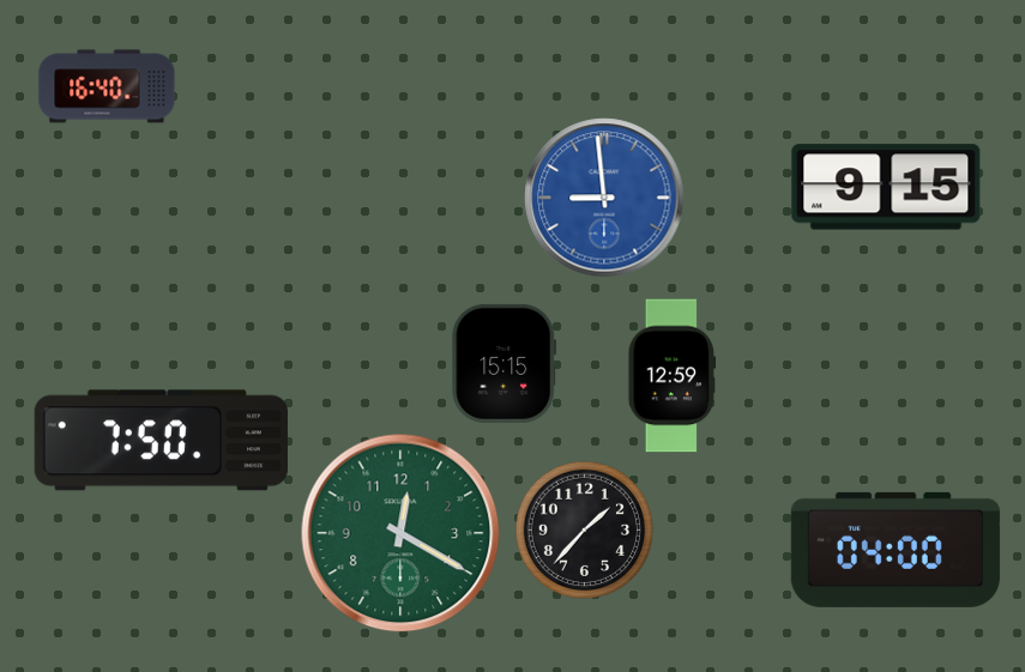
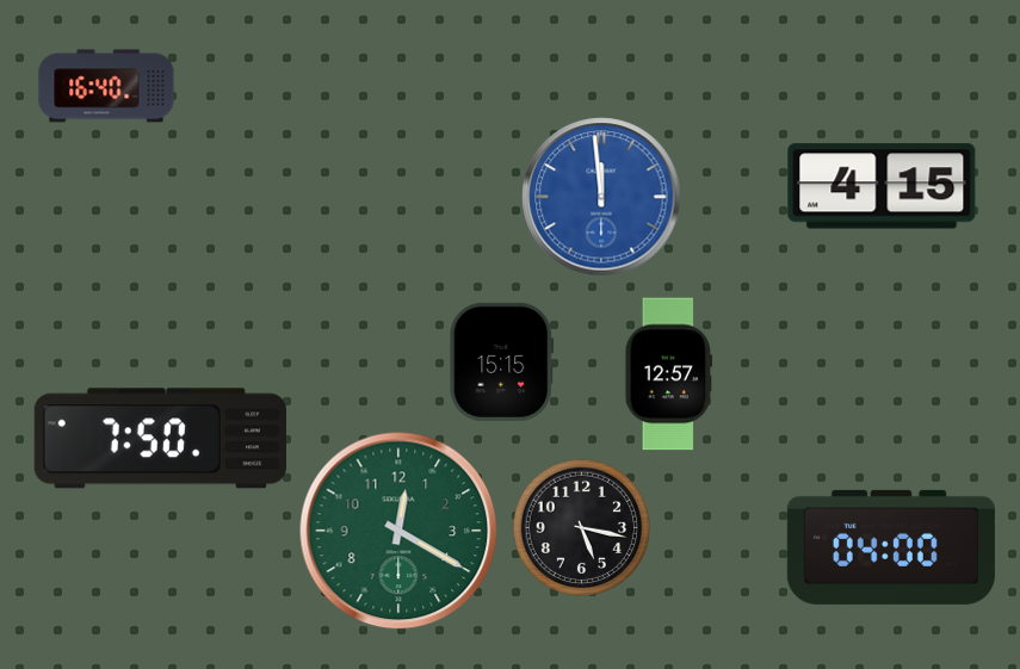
clock at (886, 187): 9:15 -> 4:15
clock at (604, 198): 8:59 -> 11:59
clock at (673, 376): 12:59 -> 12:57
clock at (585, 531): 1:37 -> 5:17
